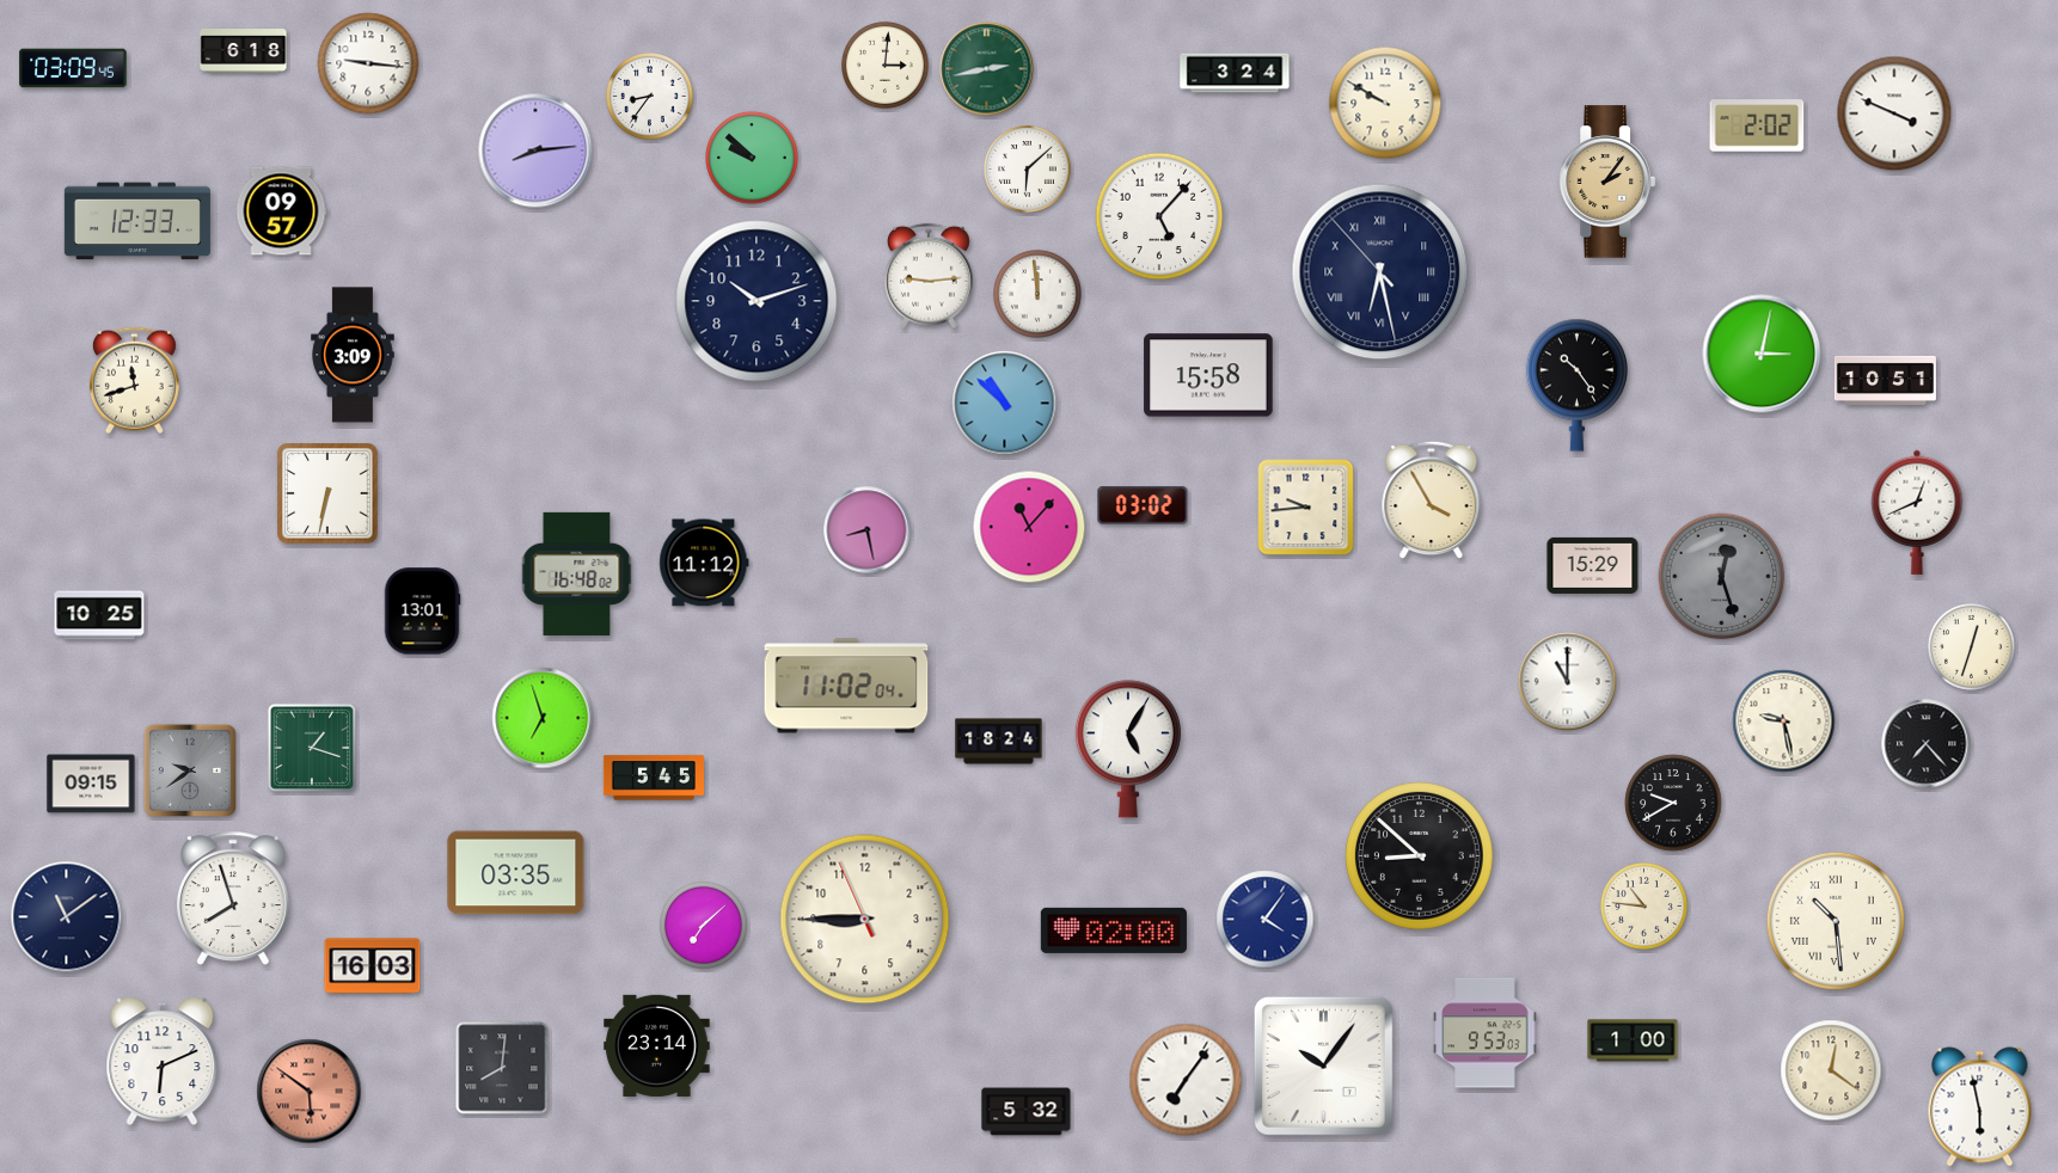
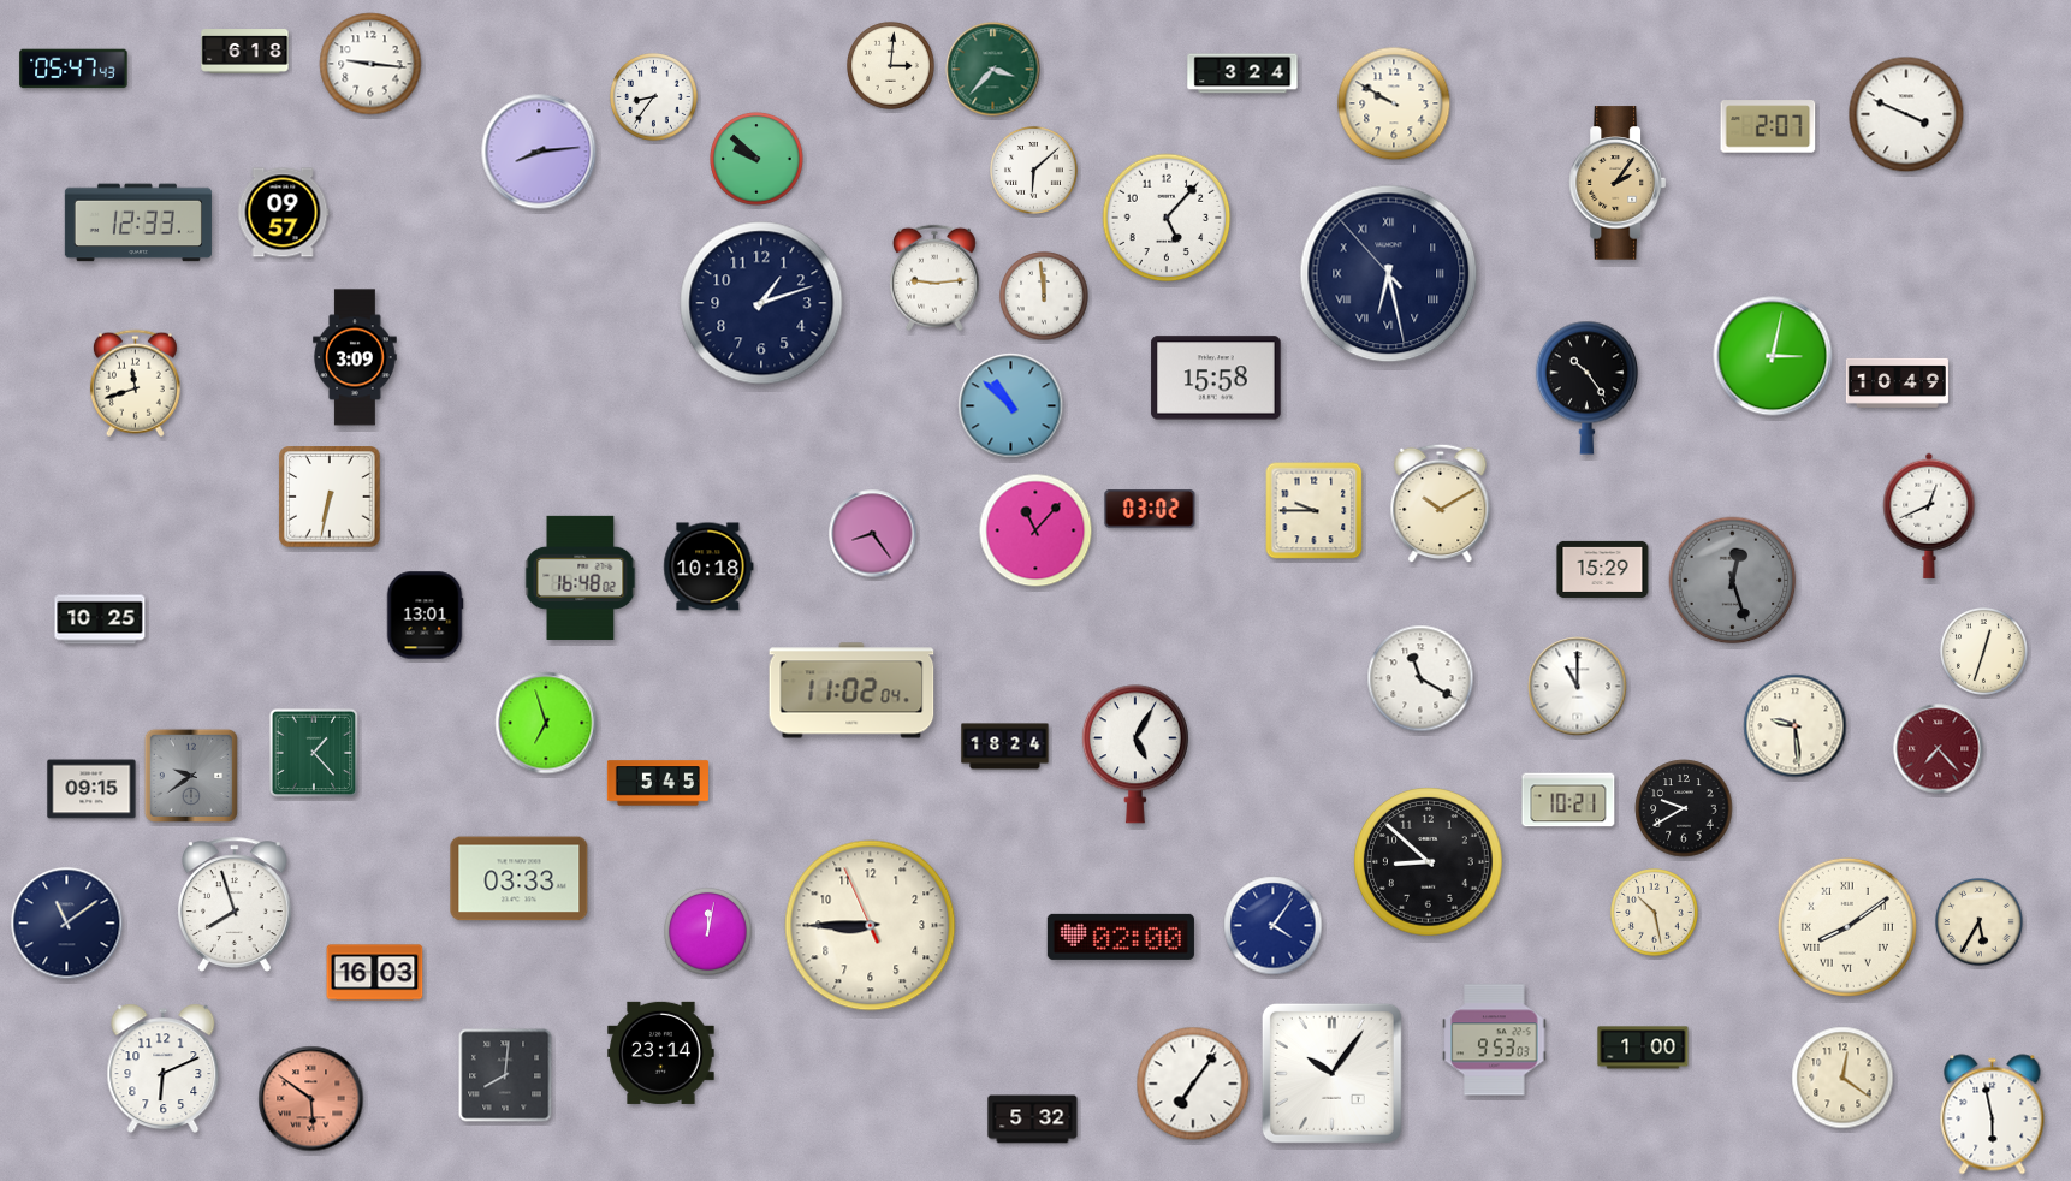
clock at (73, 68): 03:09 -> 05:47
clock at (987, 69): 2:43 -> 3:37
clock at (1757, 125): 2:02 -> 2:07
clock at (757, 301): 10:12 -> 1:12
clock at (1885, 380): 10:51 -> 10:49
clock at (1432, 500): 3:55 -> 10:10
clock at (1306, 508): 9:44 -> 9:45
clock at (868, 530): 8:28 -> 8:24
clock at (704, 563): 11:12 -> 10:18
clock at (1420, 678): none -> 11:20
clock at (1784, 721): 9:28 -> 9:29
clock at (1927, 744) dial: black -> burgundy
clock at (312, 748): 1:18 -> 1:23
clock at (1568, 800): none -> 10:21
clock at (516, 873): 03:35 -> 03:33
clock at (1644, 907): 10:46 -> 10:28
clock at (1980, 922): none -> 5:35
clock at (1836, 921): 10:29 -> 8:09
clock at (704, 926): 7:08 -> 12:02
clock at (1186, 1080) position: (1186, 1080) -> (1193, 1084)
